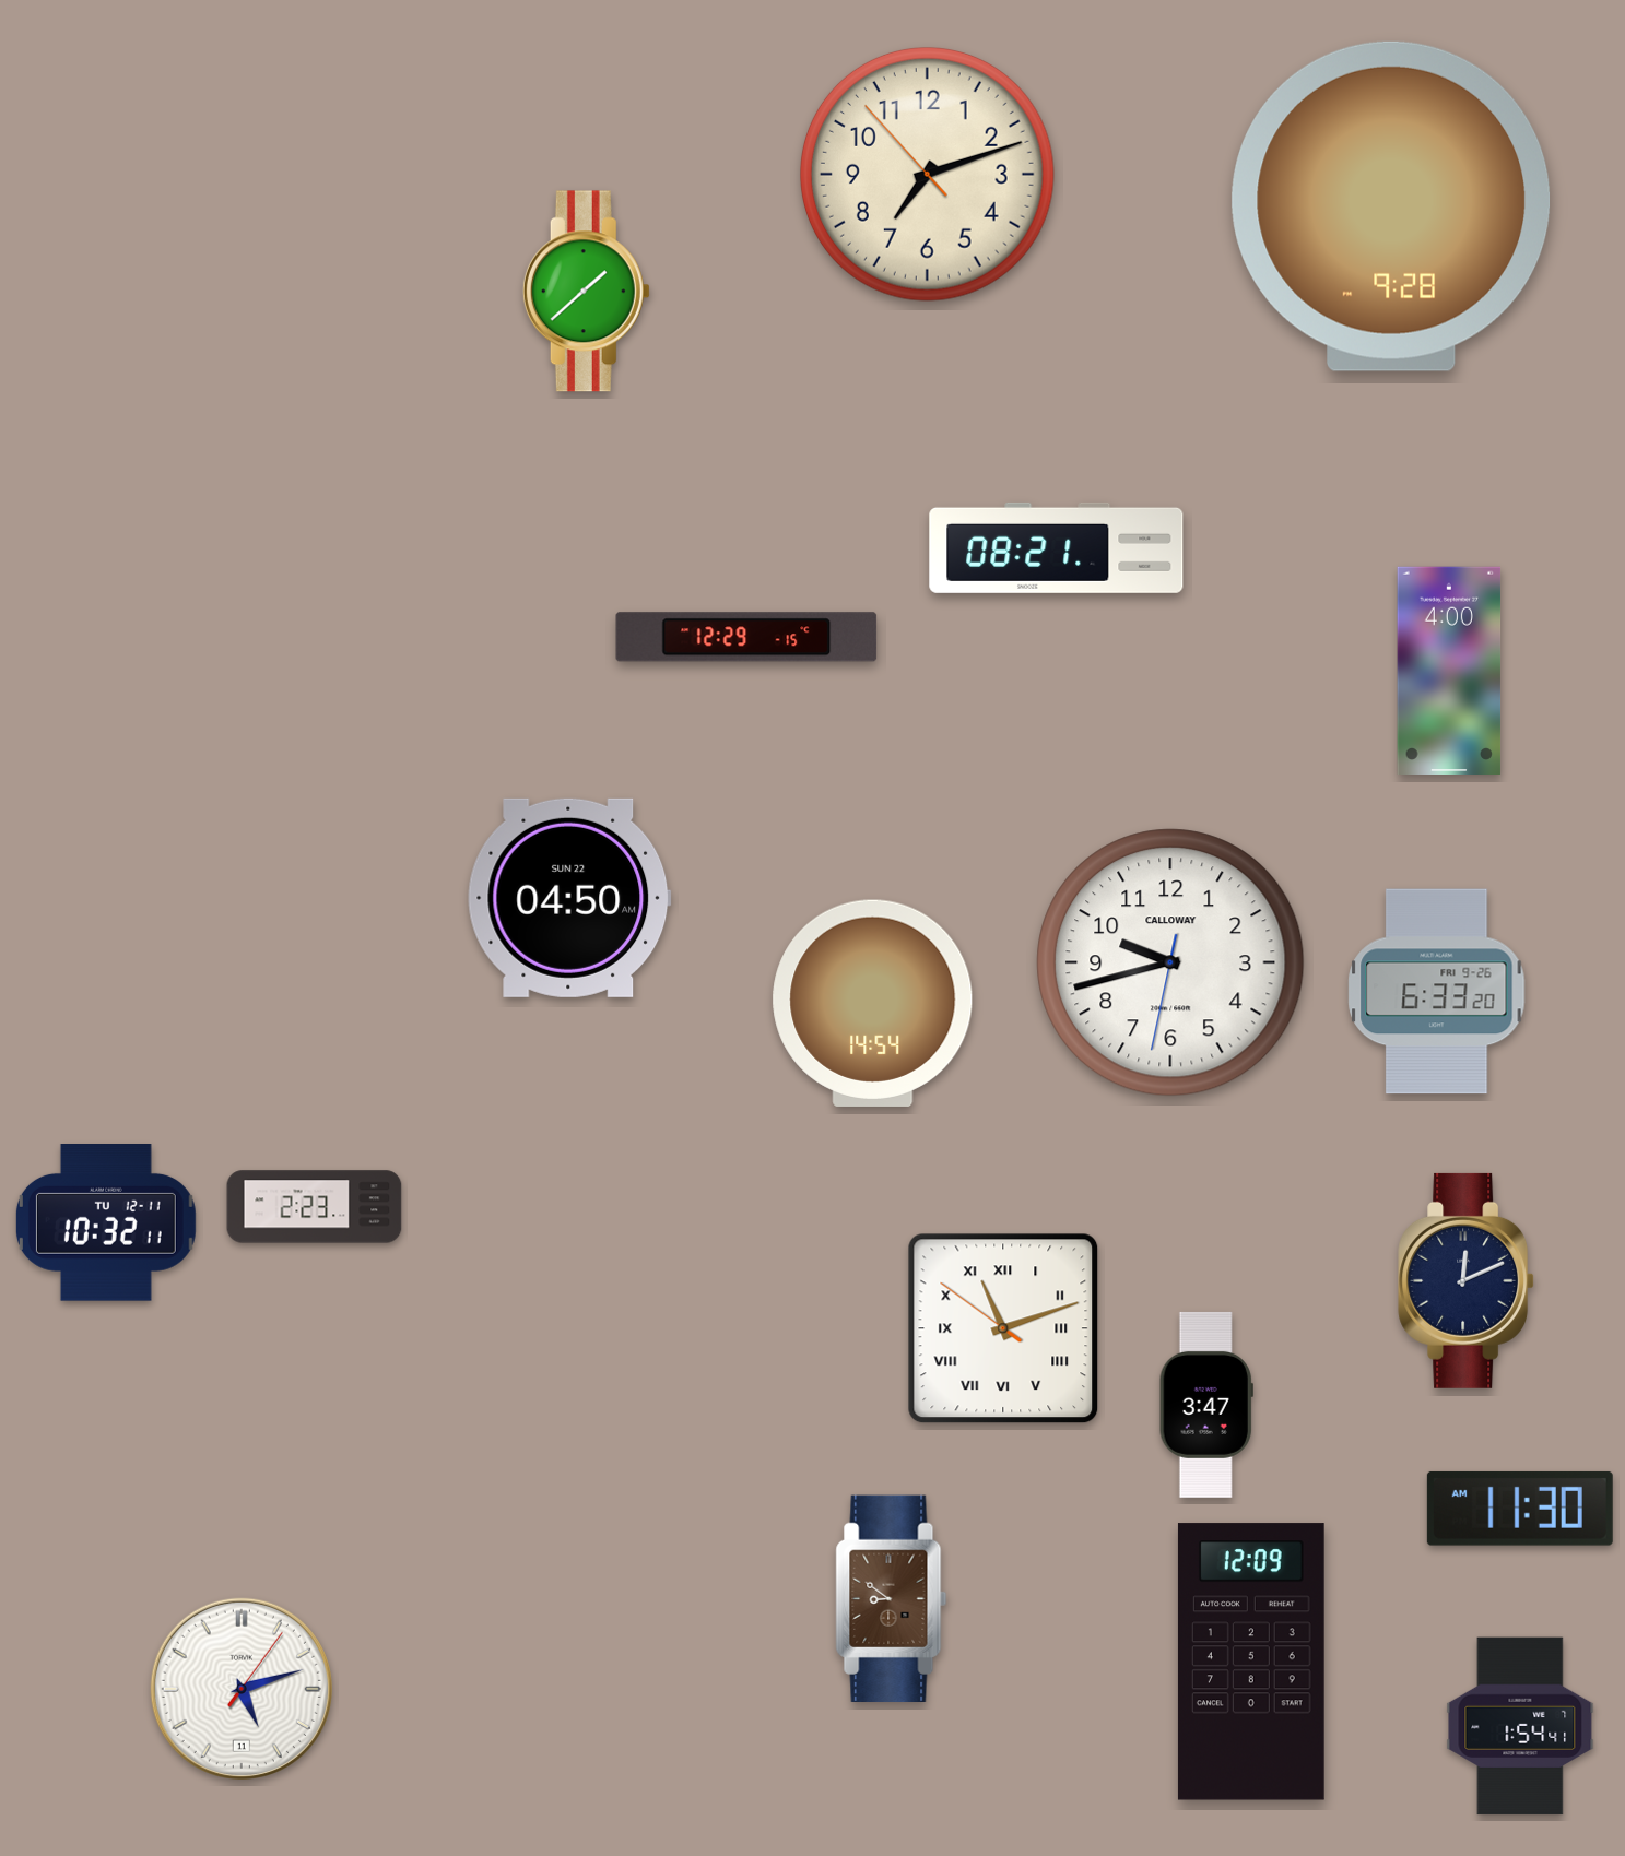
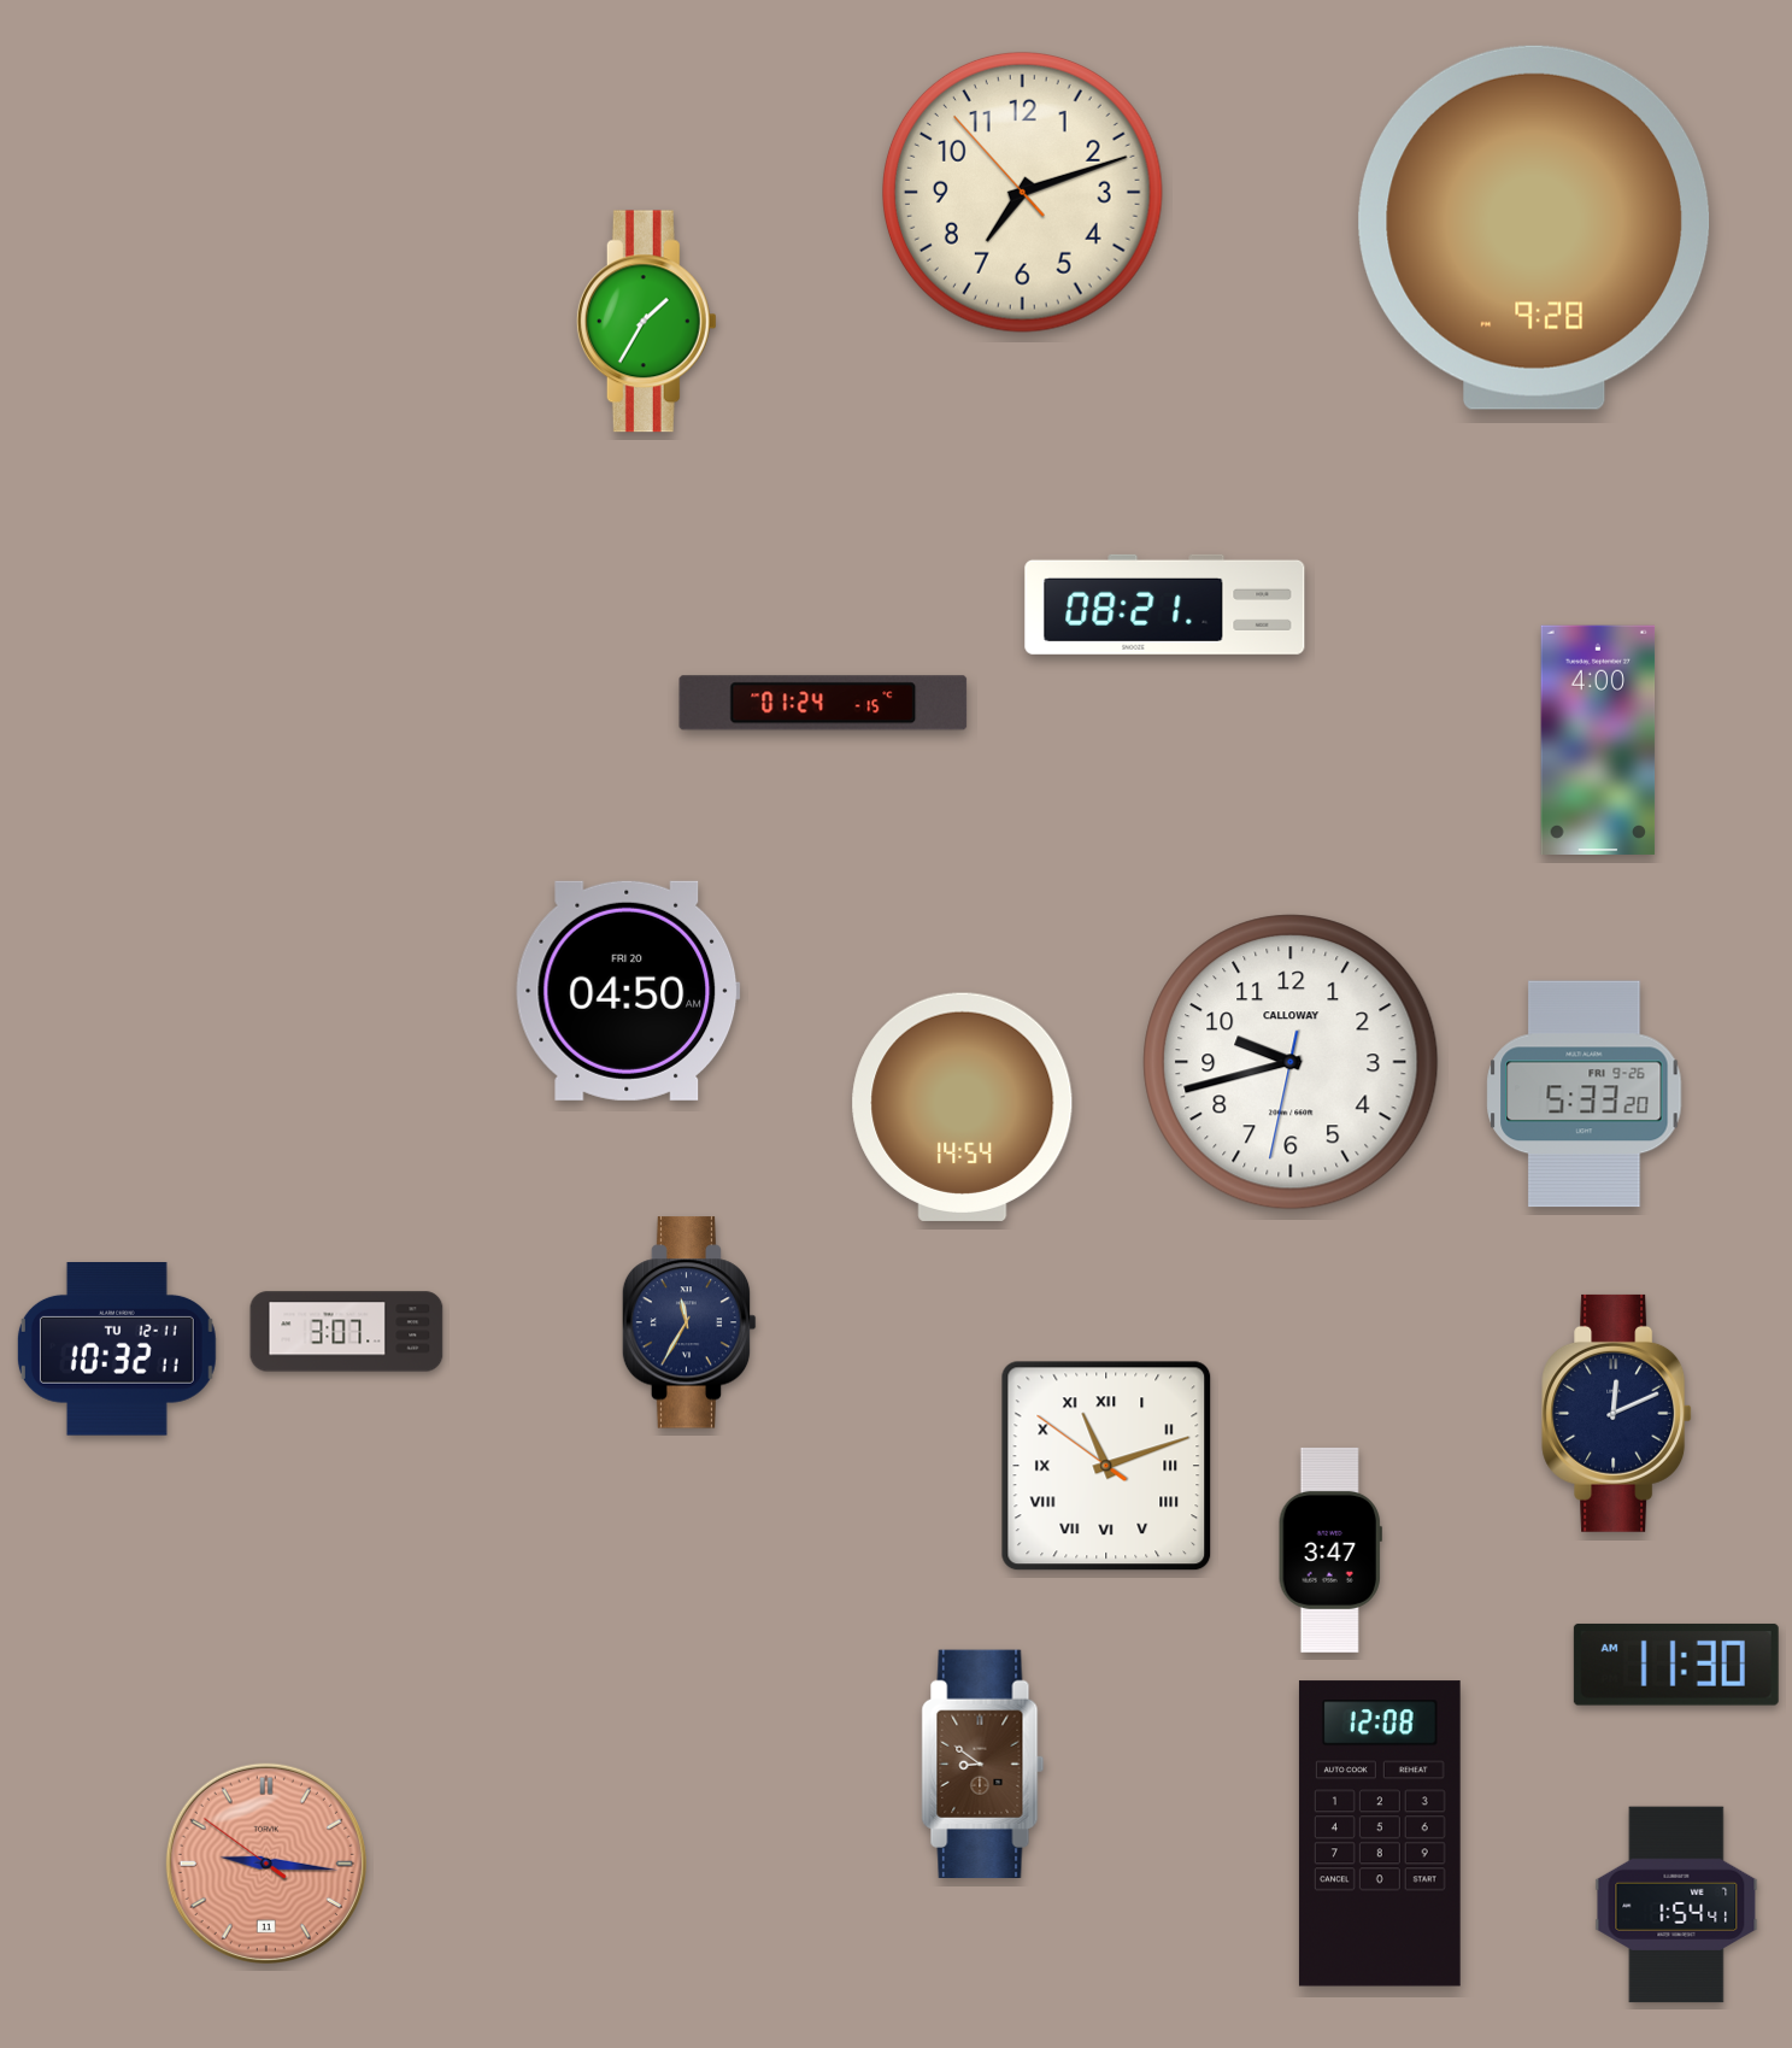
clock at (586, 292): 1:38 -> 1:35
clock at (746, 637): 12:29 -> 01:24
clock at (569, 898) date: SUN 22 -> FRI 20
clock at (1437, 992): 6:33 -> 5:33
clock at (689, 1322): none -> 11:35
clock at (315, 1207): 2:23 -> 3:07
clock at (1251, 1662): 12:09 -> 12:08
clock at (242, 1689): 5:12 -> 9:15
clock at (242, 1689) dial: white -> salmon
